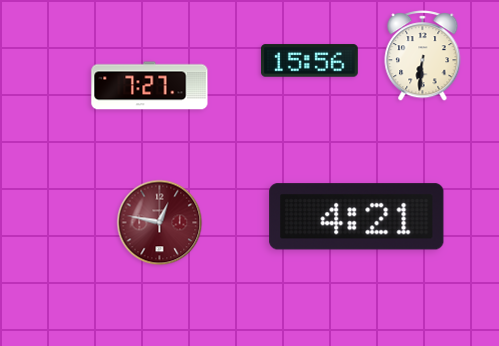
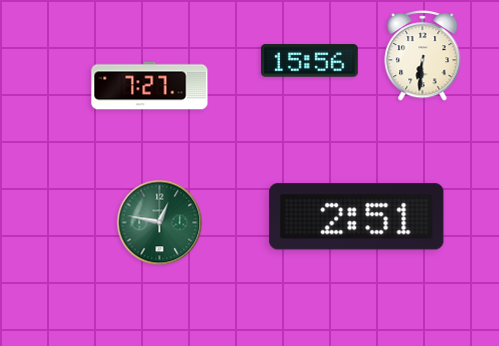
clock at (357, 217): 4:21 -> 2:51
clock at (160, 223) dial: burgundy -> green
